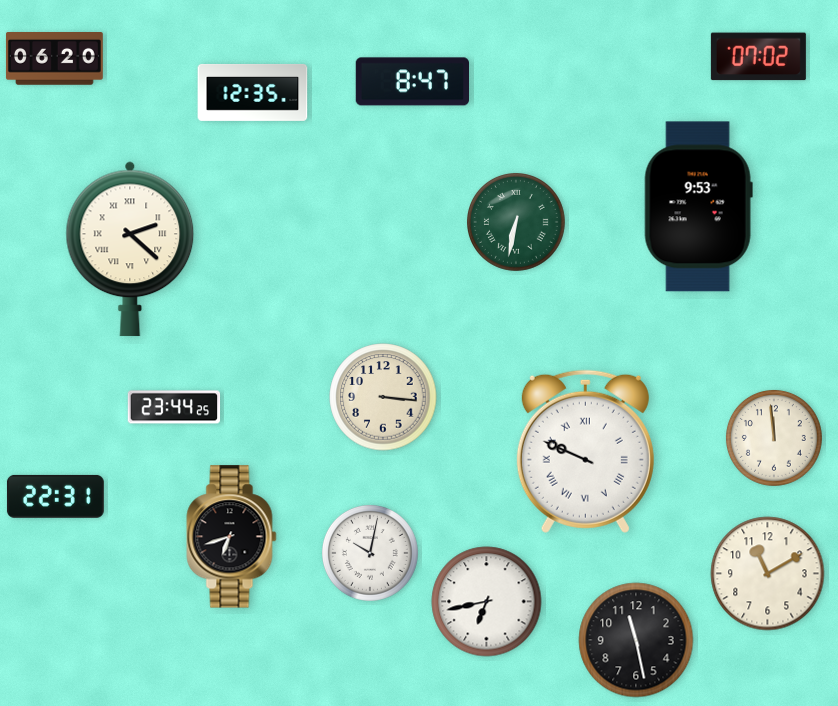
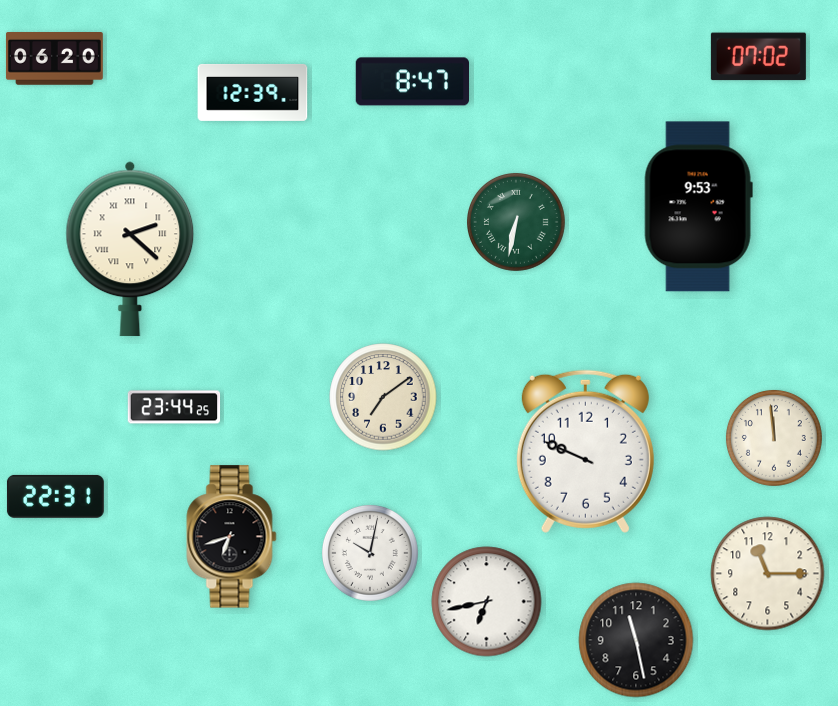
clock at (253, 92): 12:35 -> 12:39
clock at (383, 397): 3:16 -> 7:09
clock at (585, 451) numerals: Roman -> Arabic
clock at (768, 574): 11:10 -> 11:15
